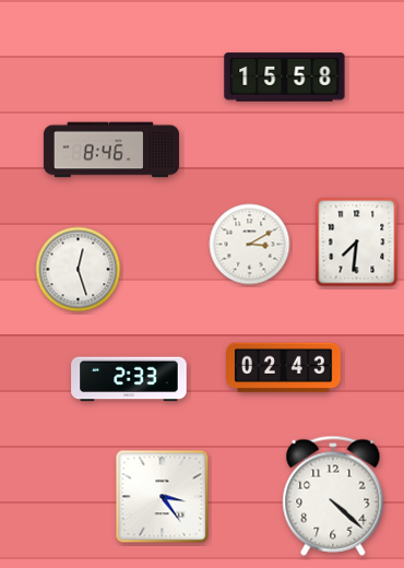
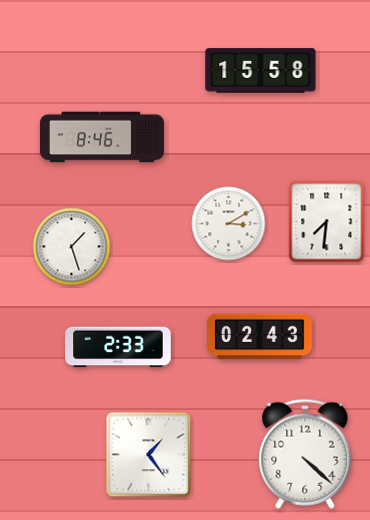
clock at (79, 270): 12:27 -> 1:27
clock at (163, 497): 3:24 -> 1:24
